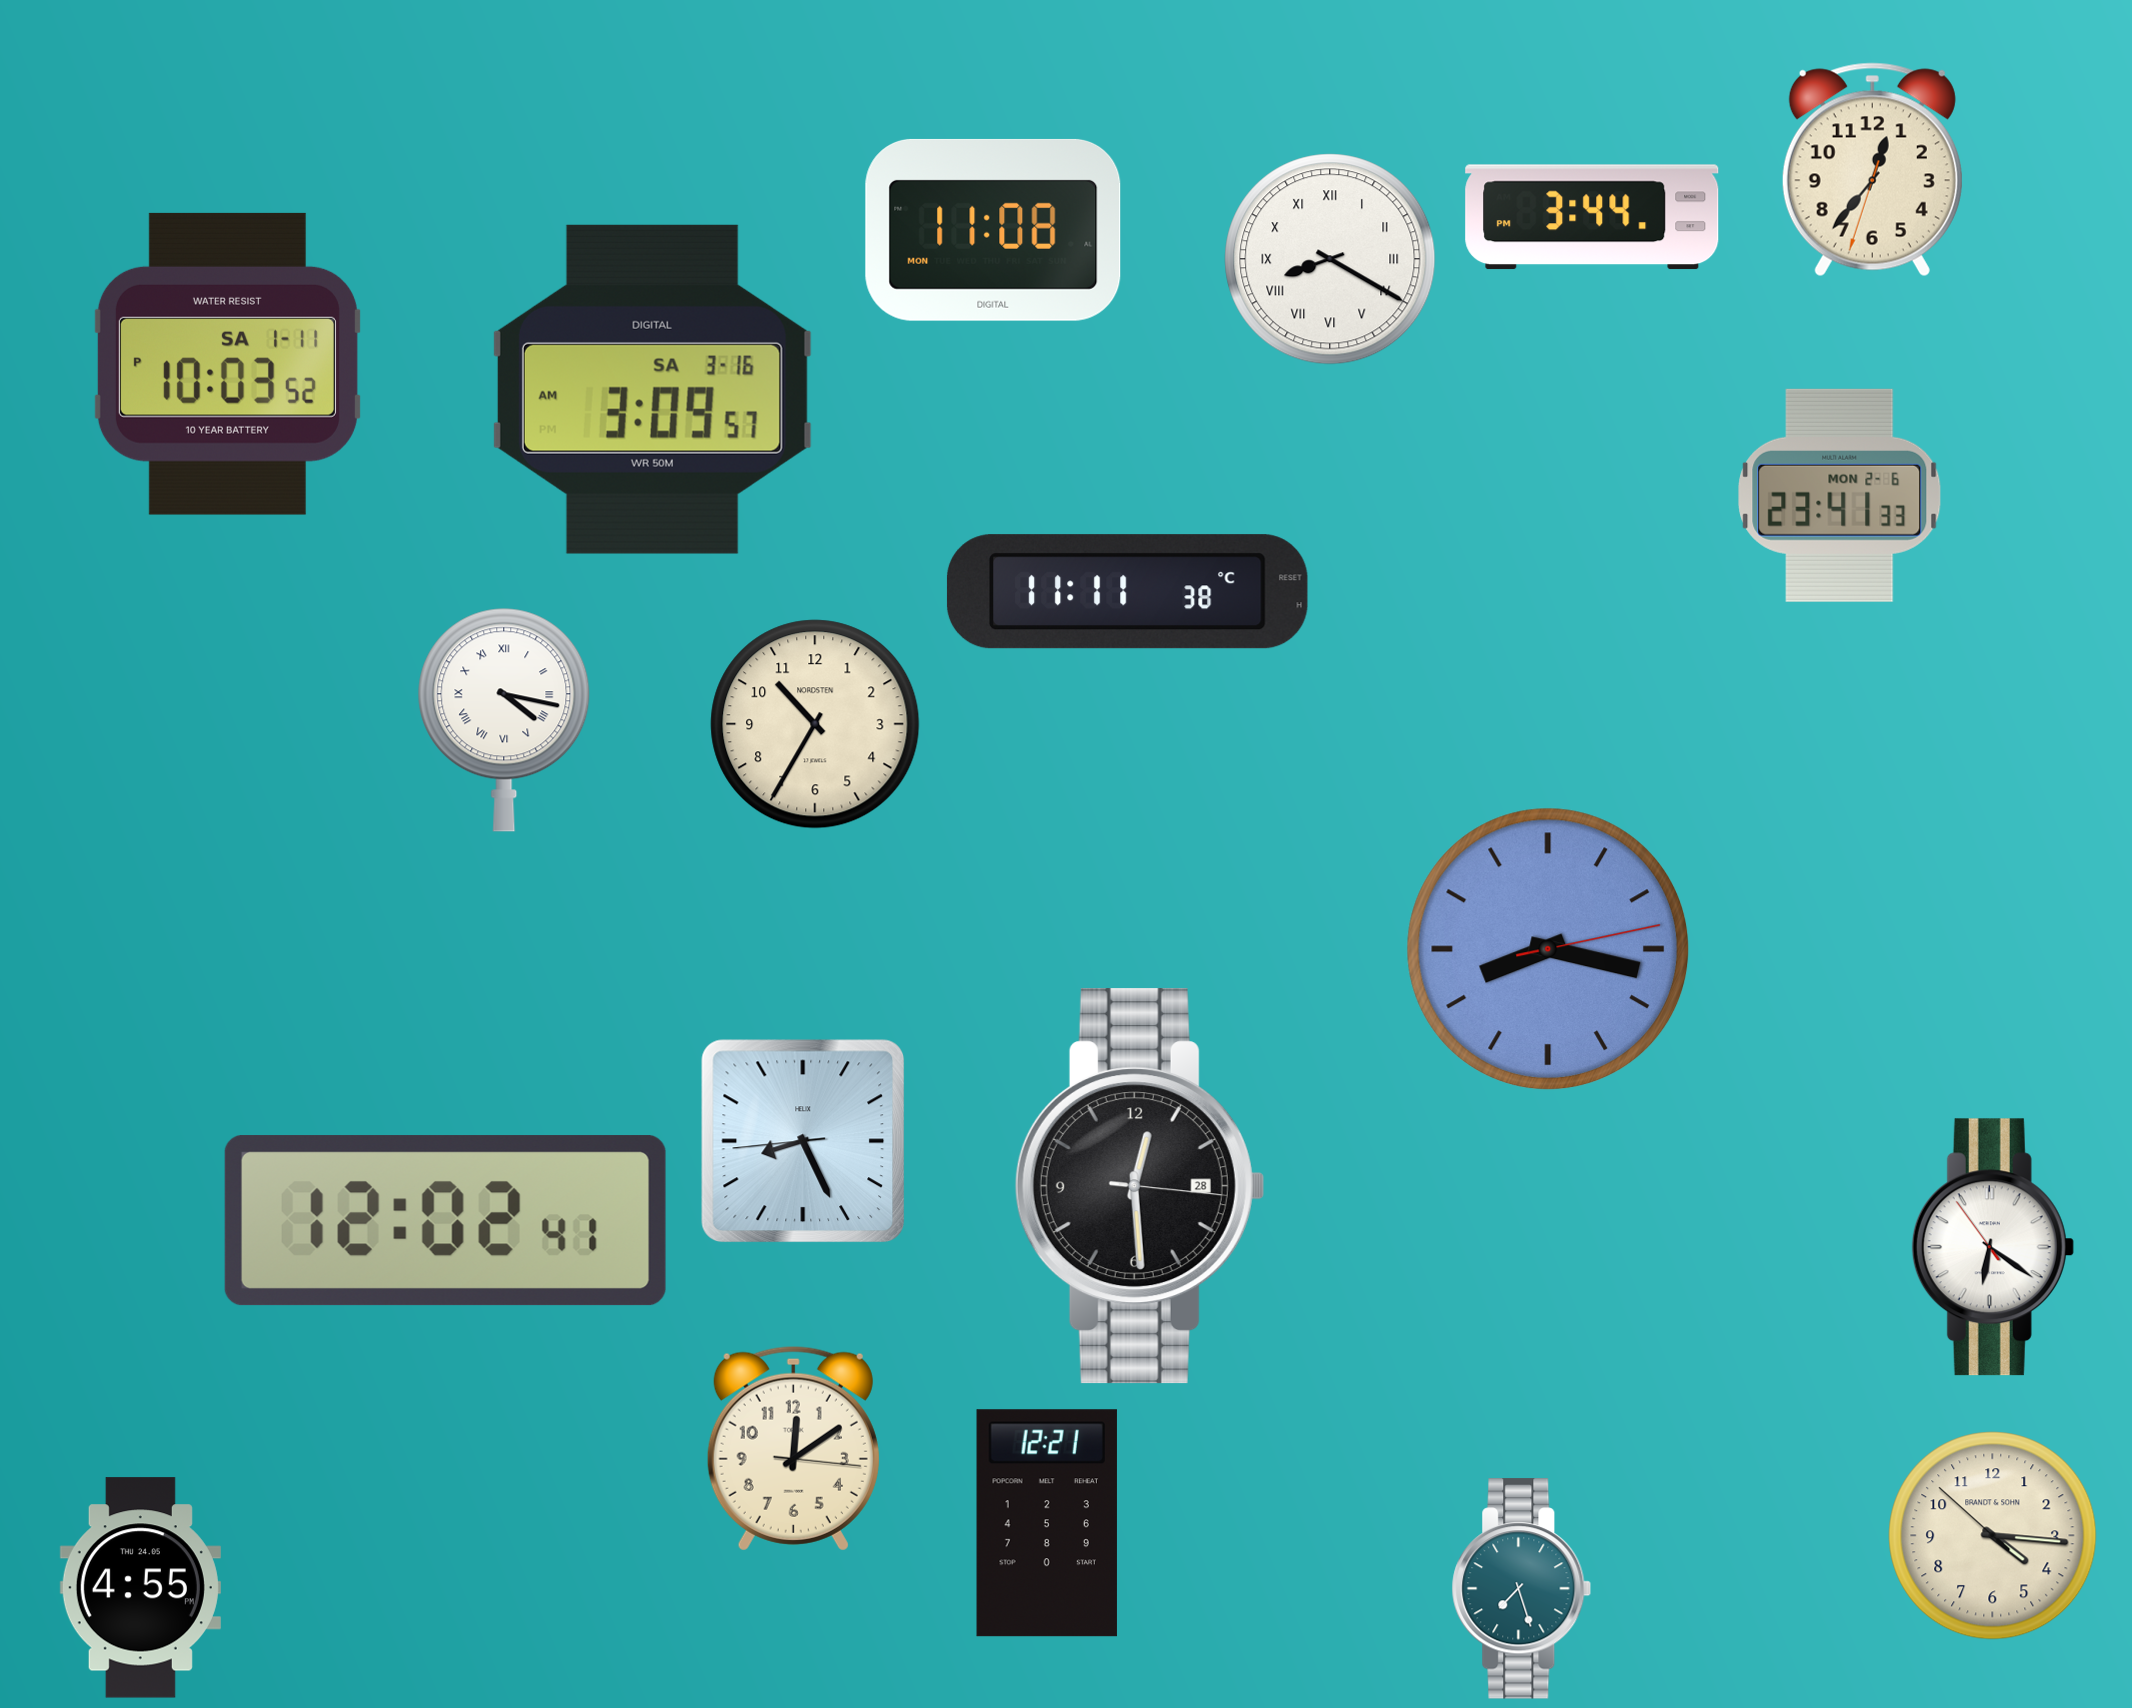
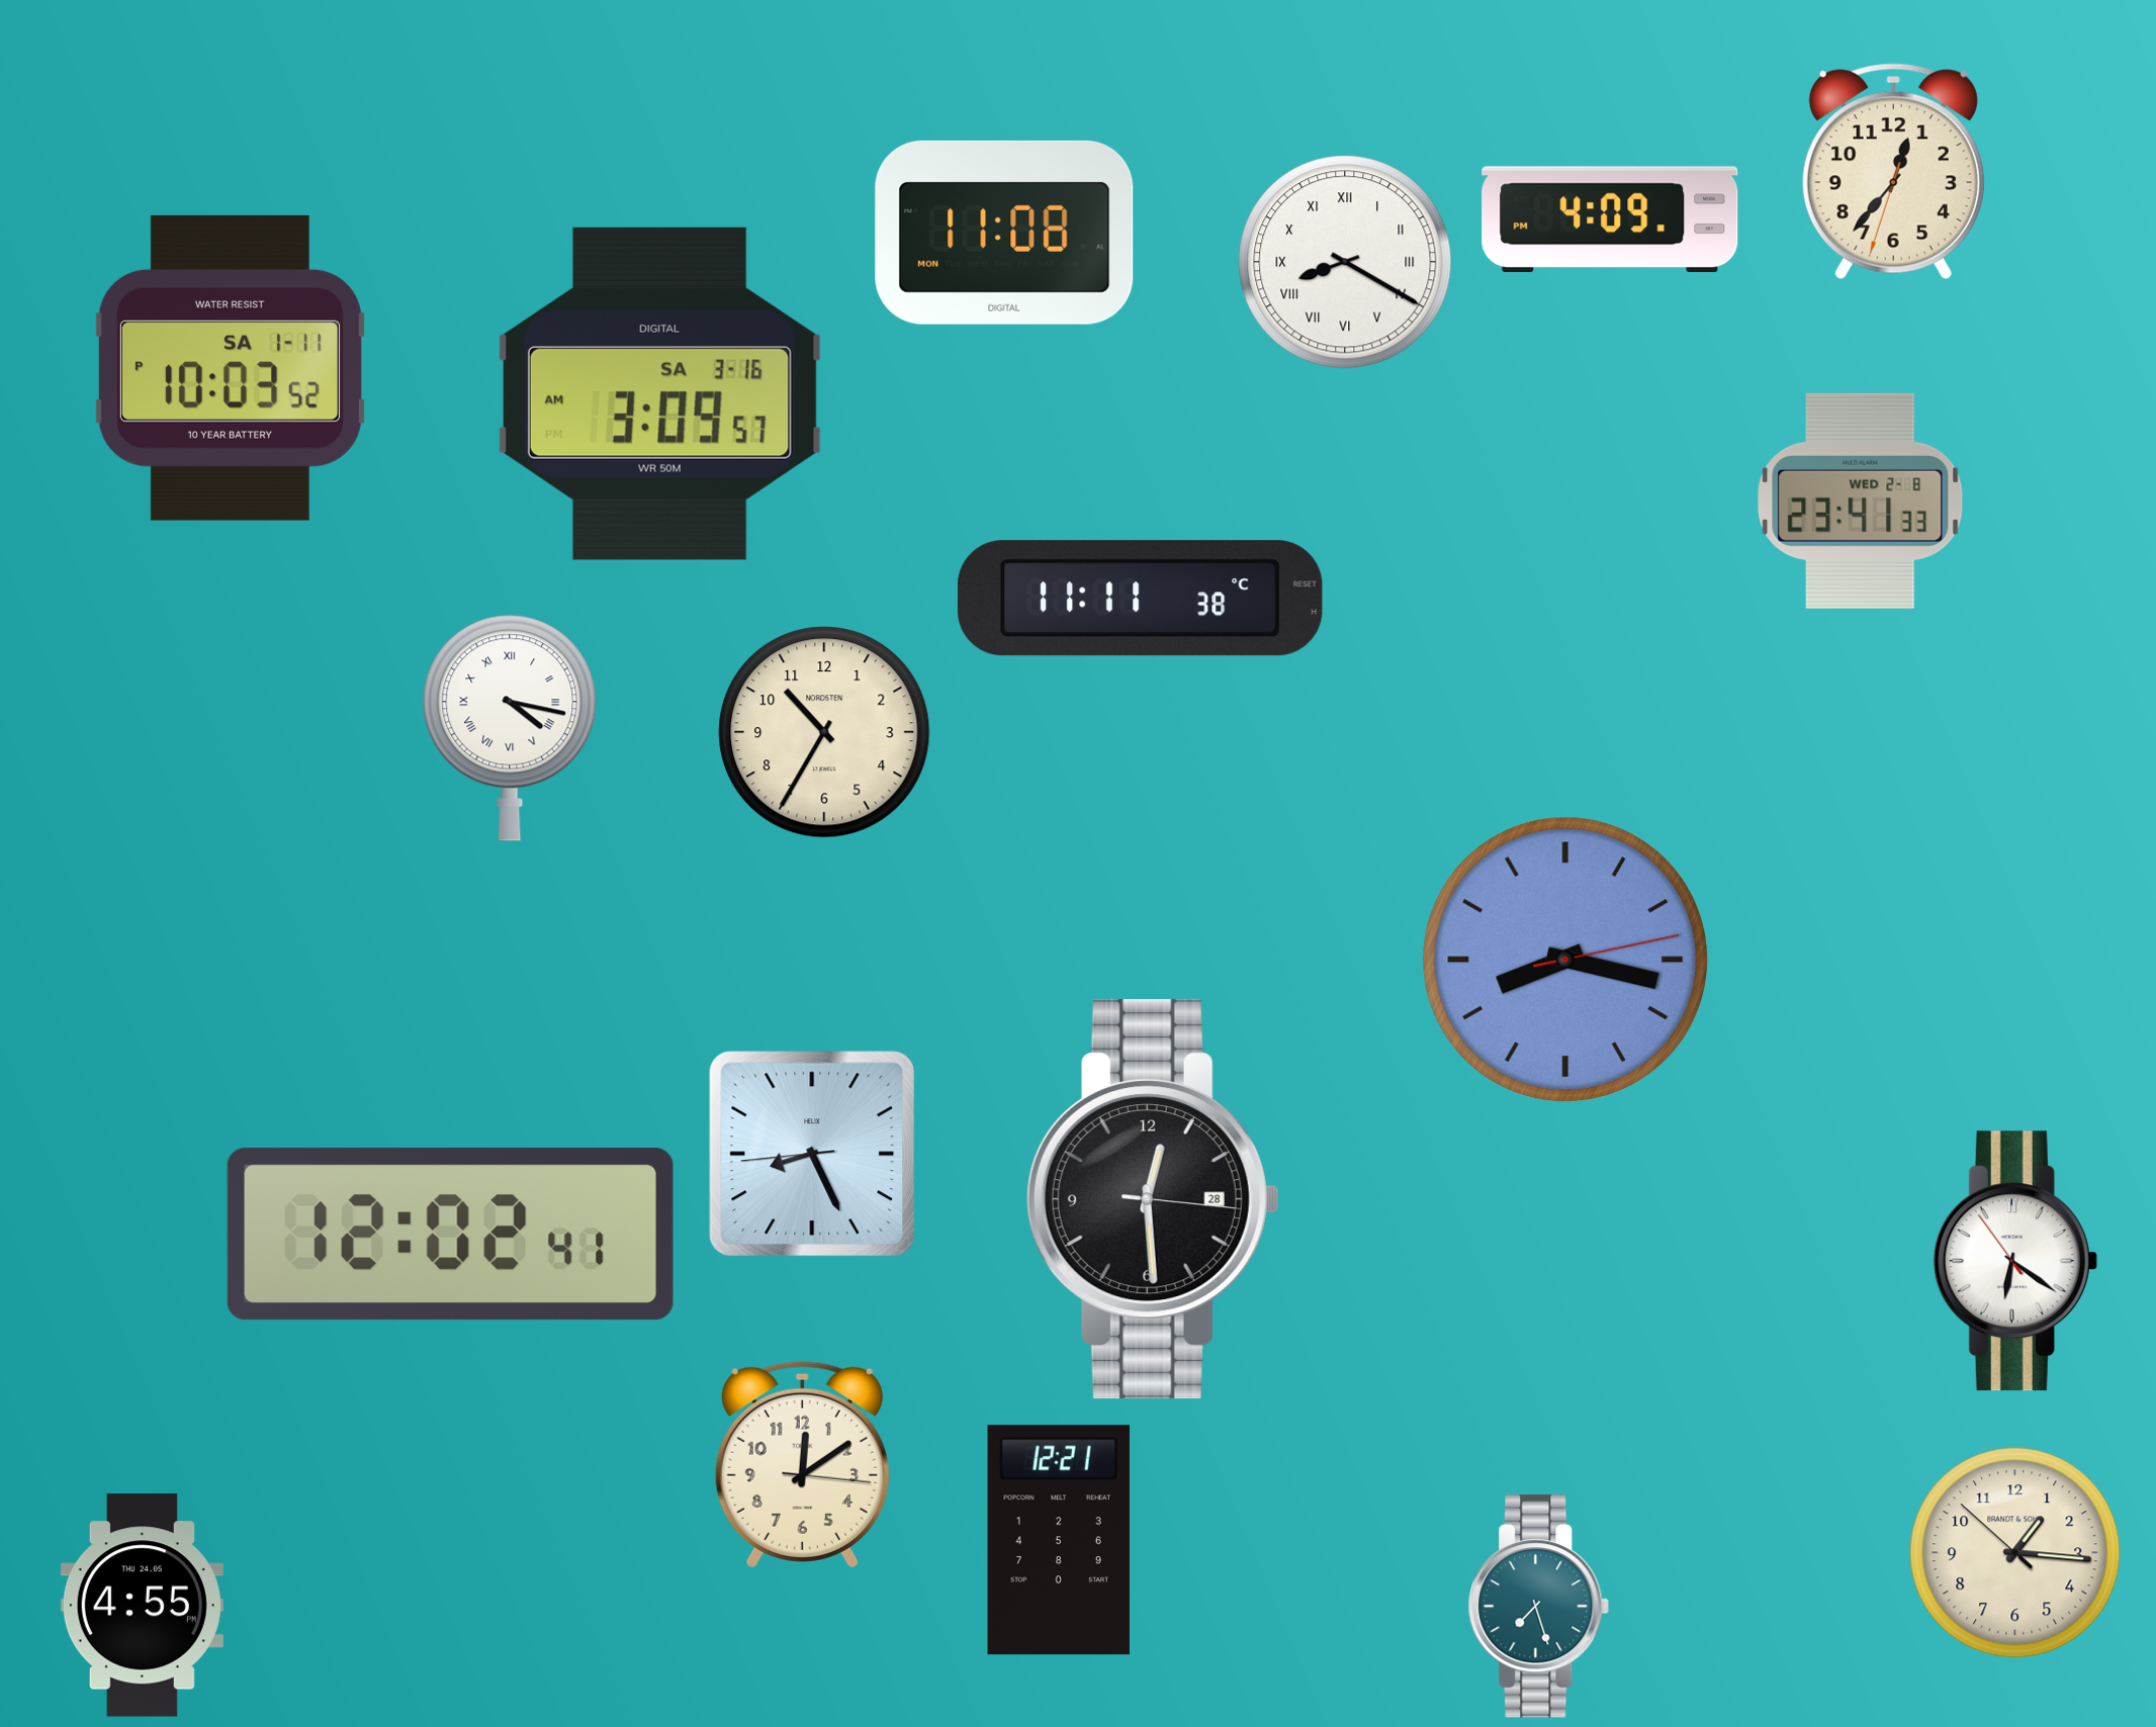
clock at (1592, 217): 3:44 -> 4:09
clock at (1840, 495) date: MON 2-6 -> WED 2-8
clock at (1993, 1536): 4:15 -> 1:15
